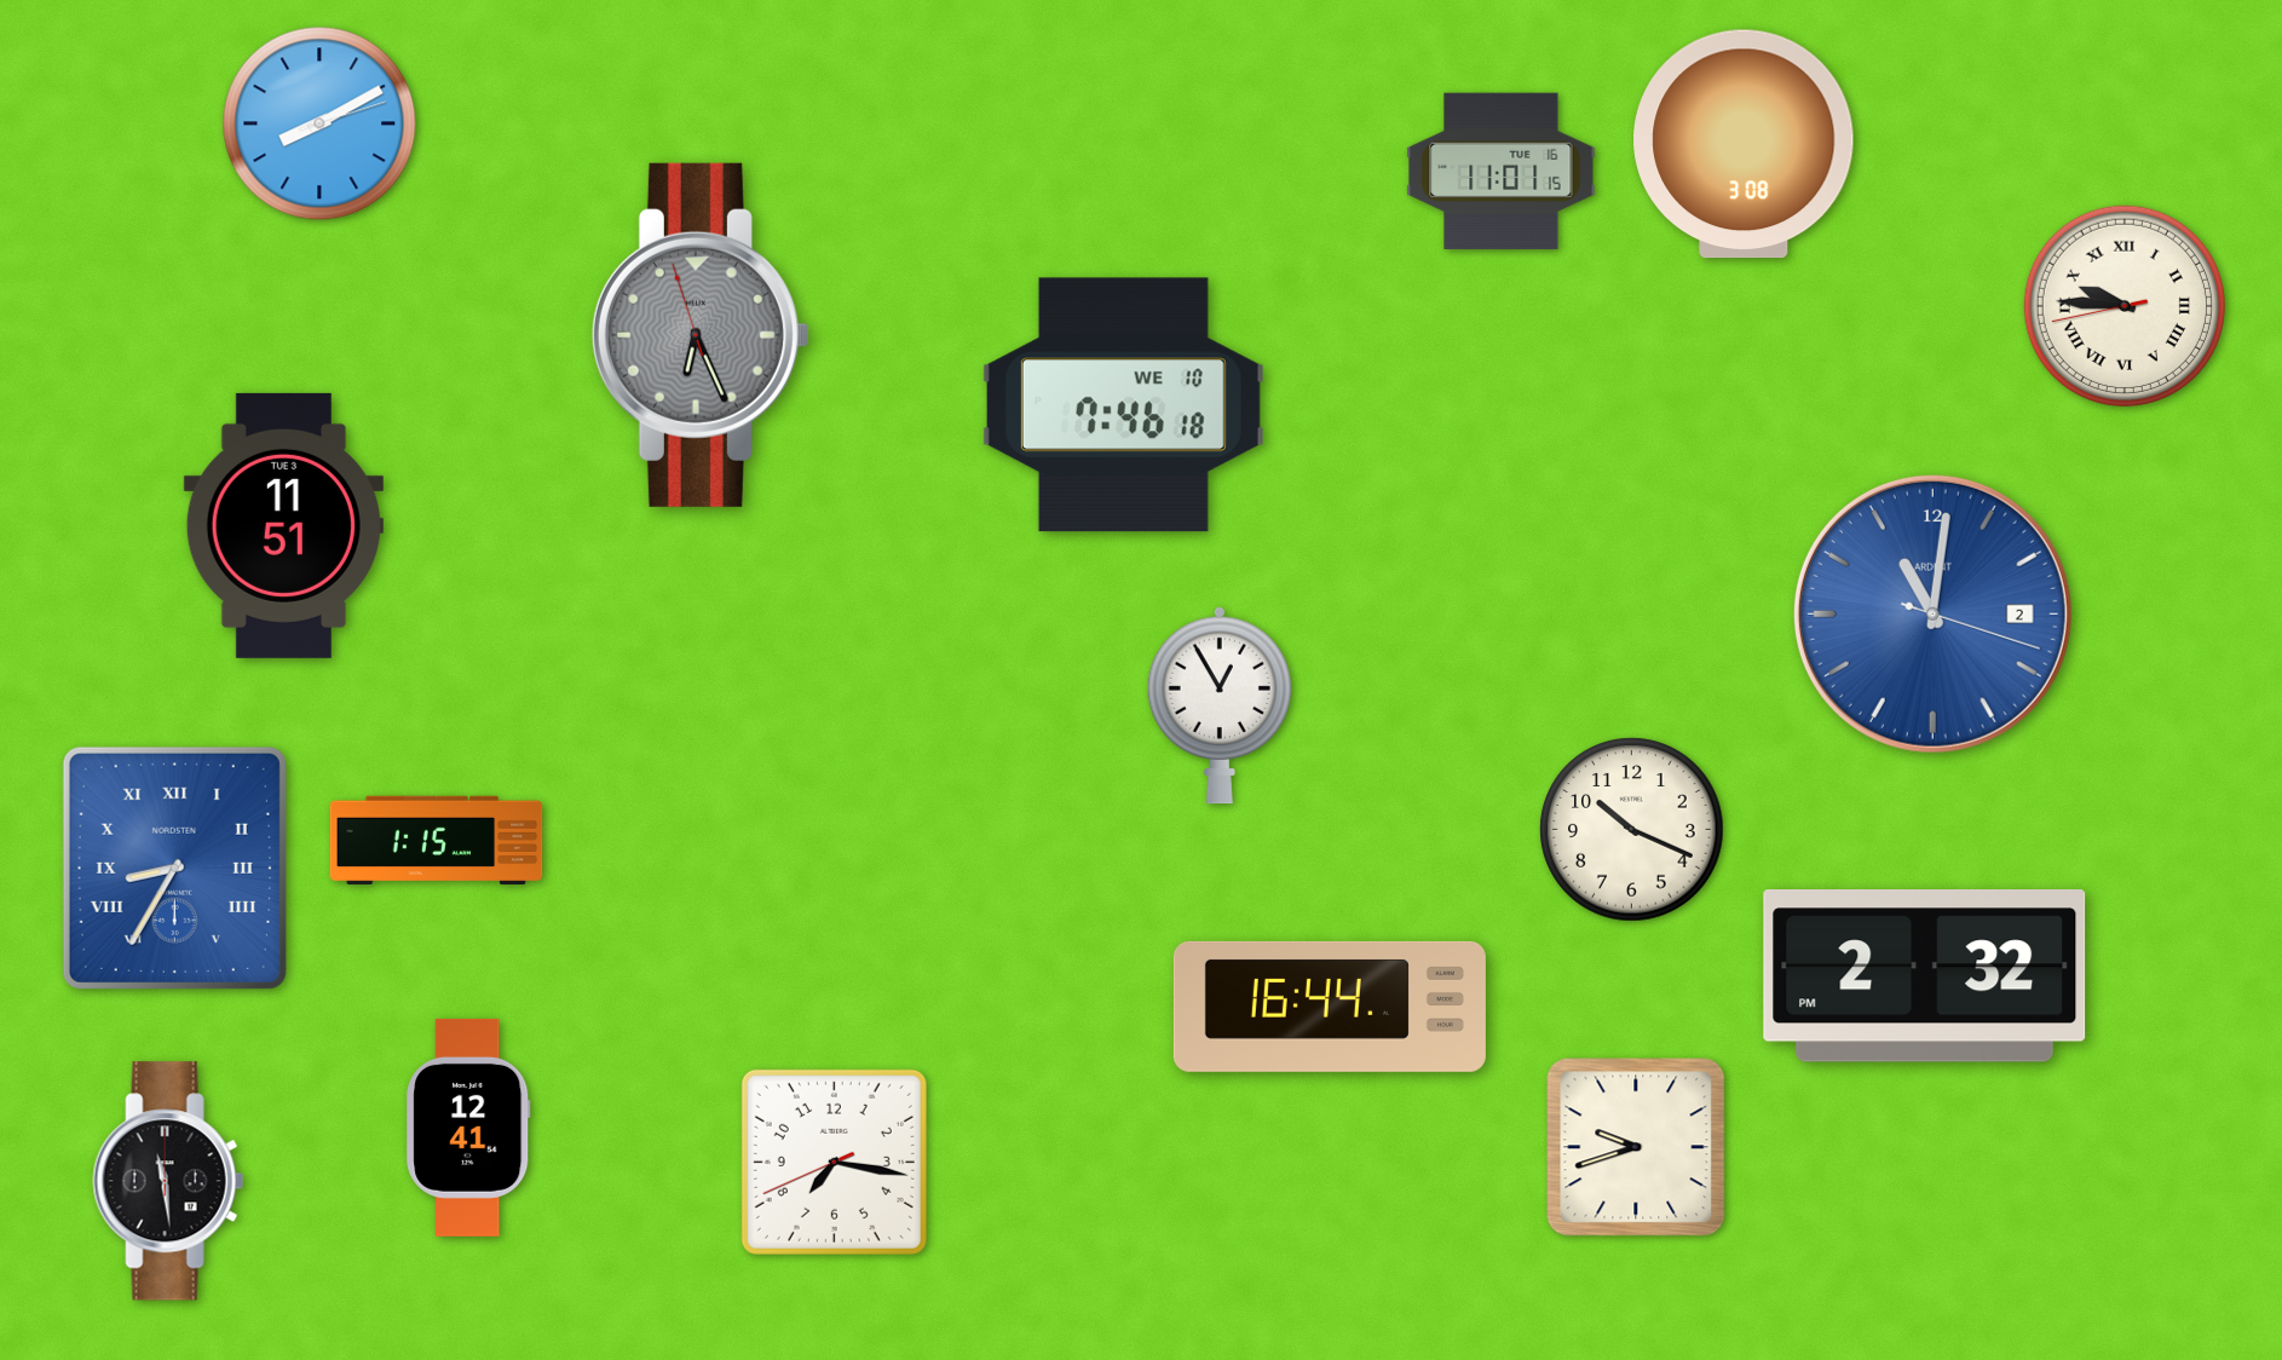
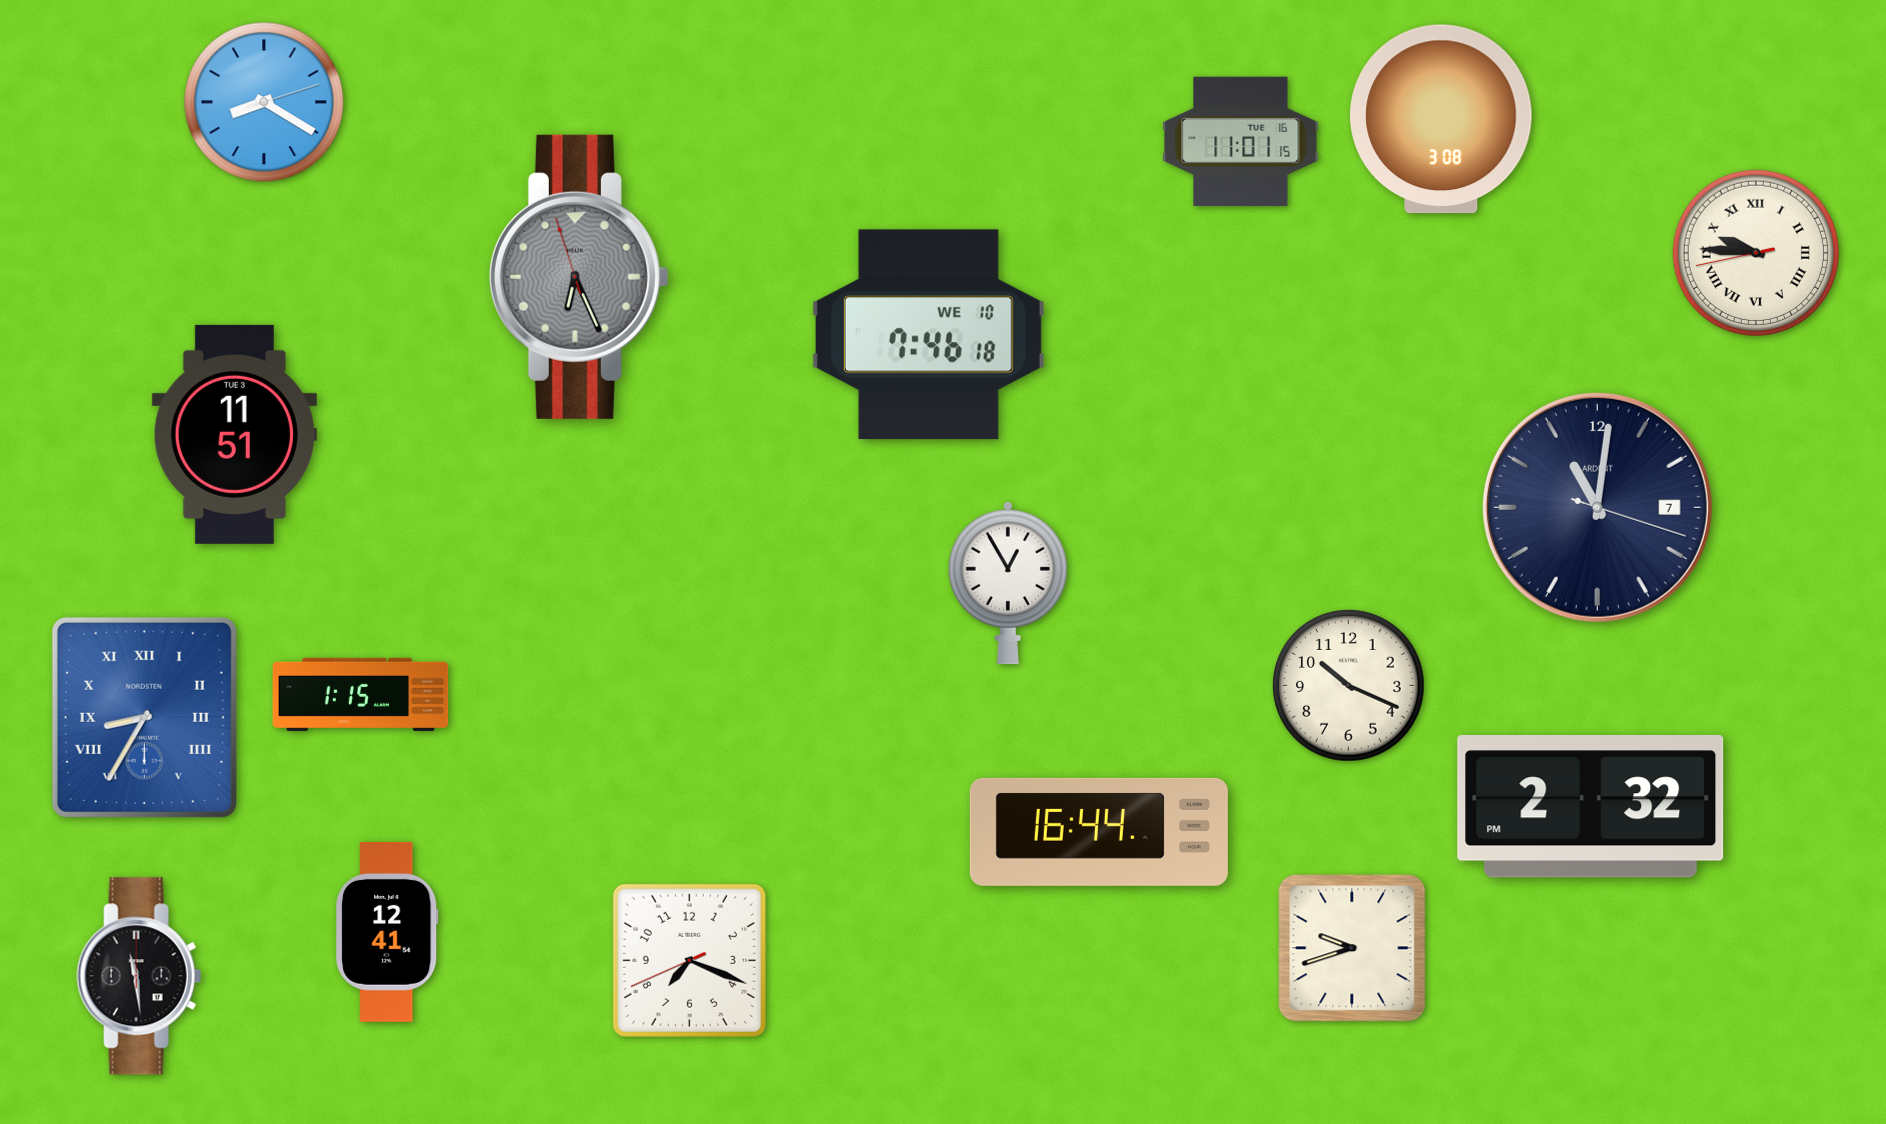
clock at (319, 123): 8:10 -> 8:20
clock at (1932, 613) date: 2 -> 7
clock at (1932, 613) dial: blue -> navy
clock at (834, 1162): 7:16 -> 7:18
